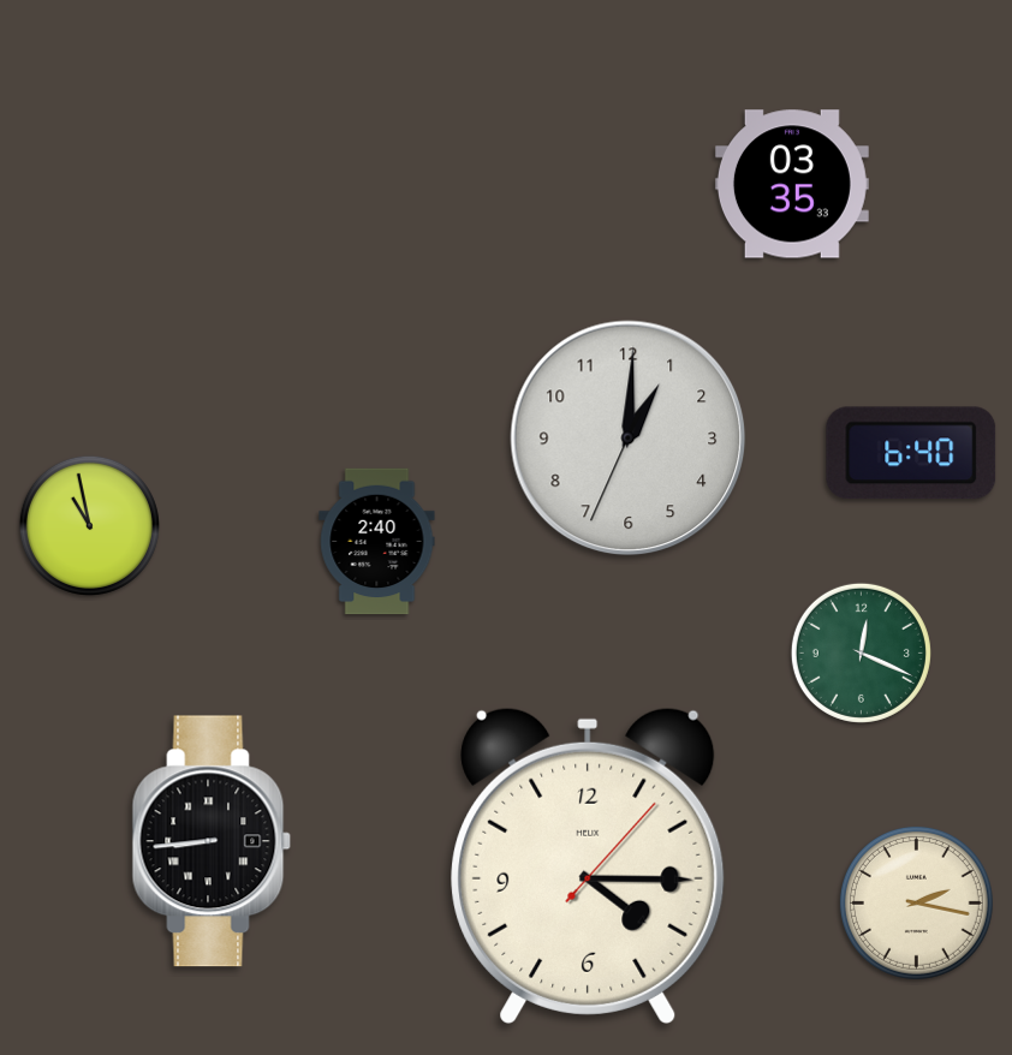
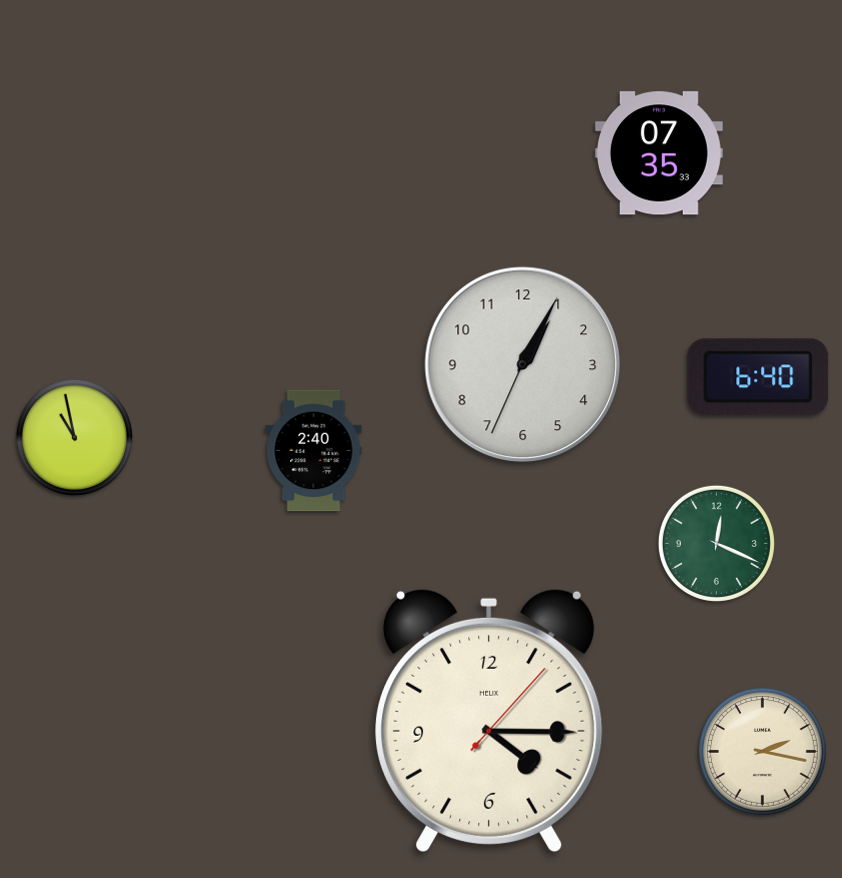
clock at (792, 184): 03:35 -> 07:35
clock at (629, 439): 1:00 -> 1:04
clock at (212, 841): 8:44 -> none
